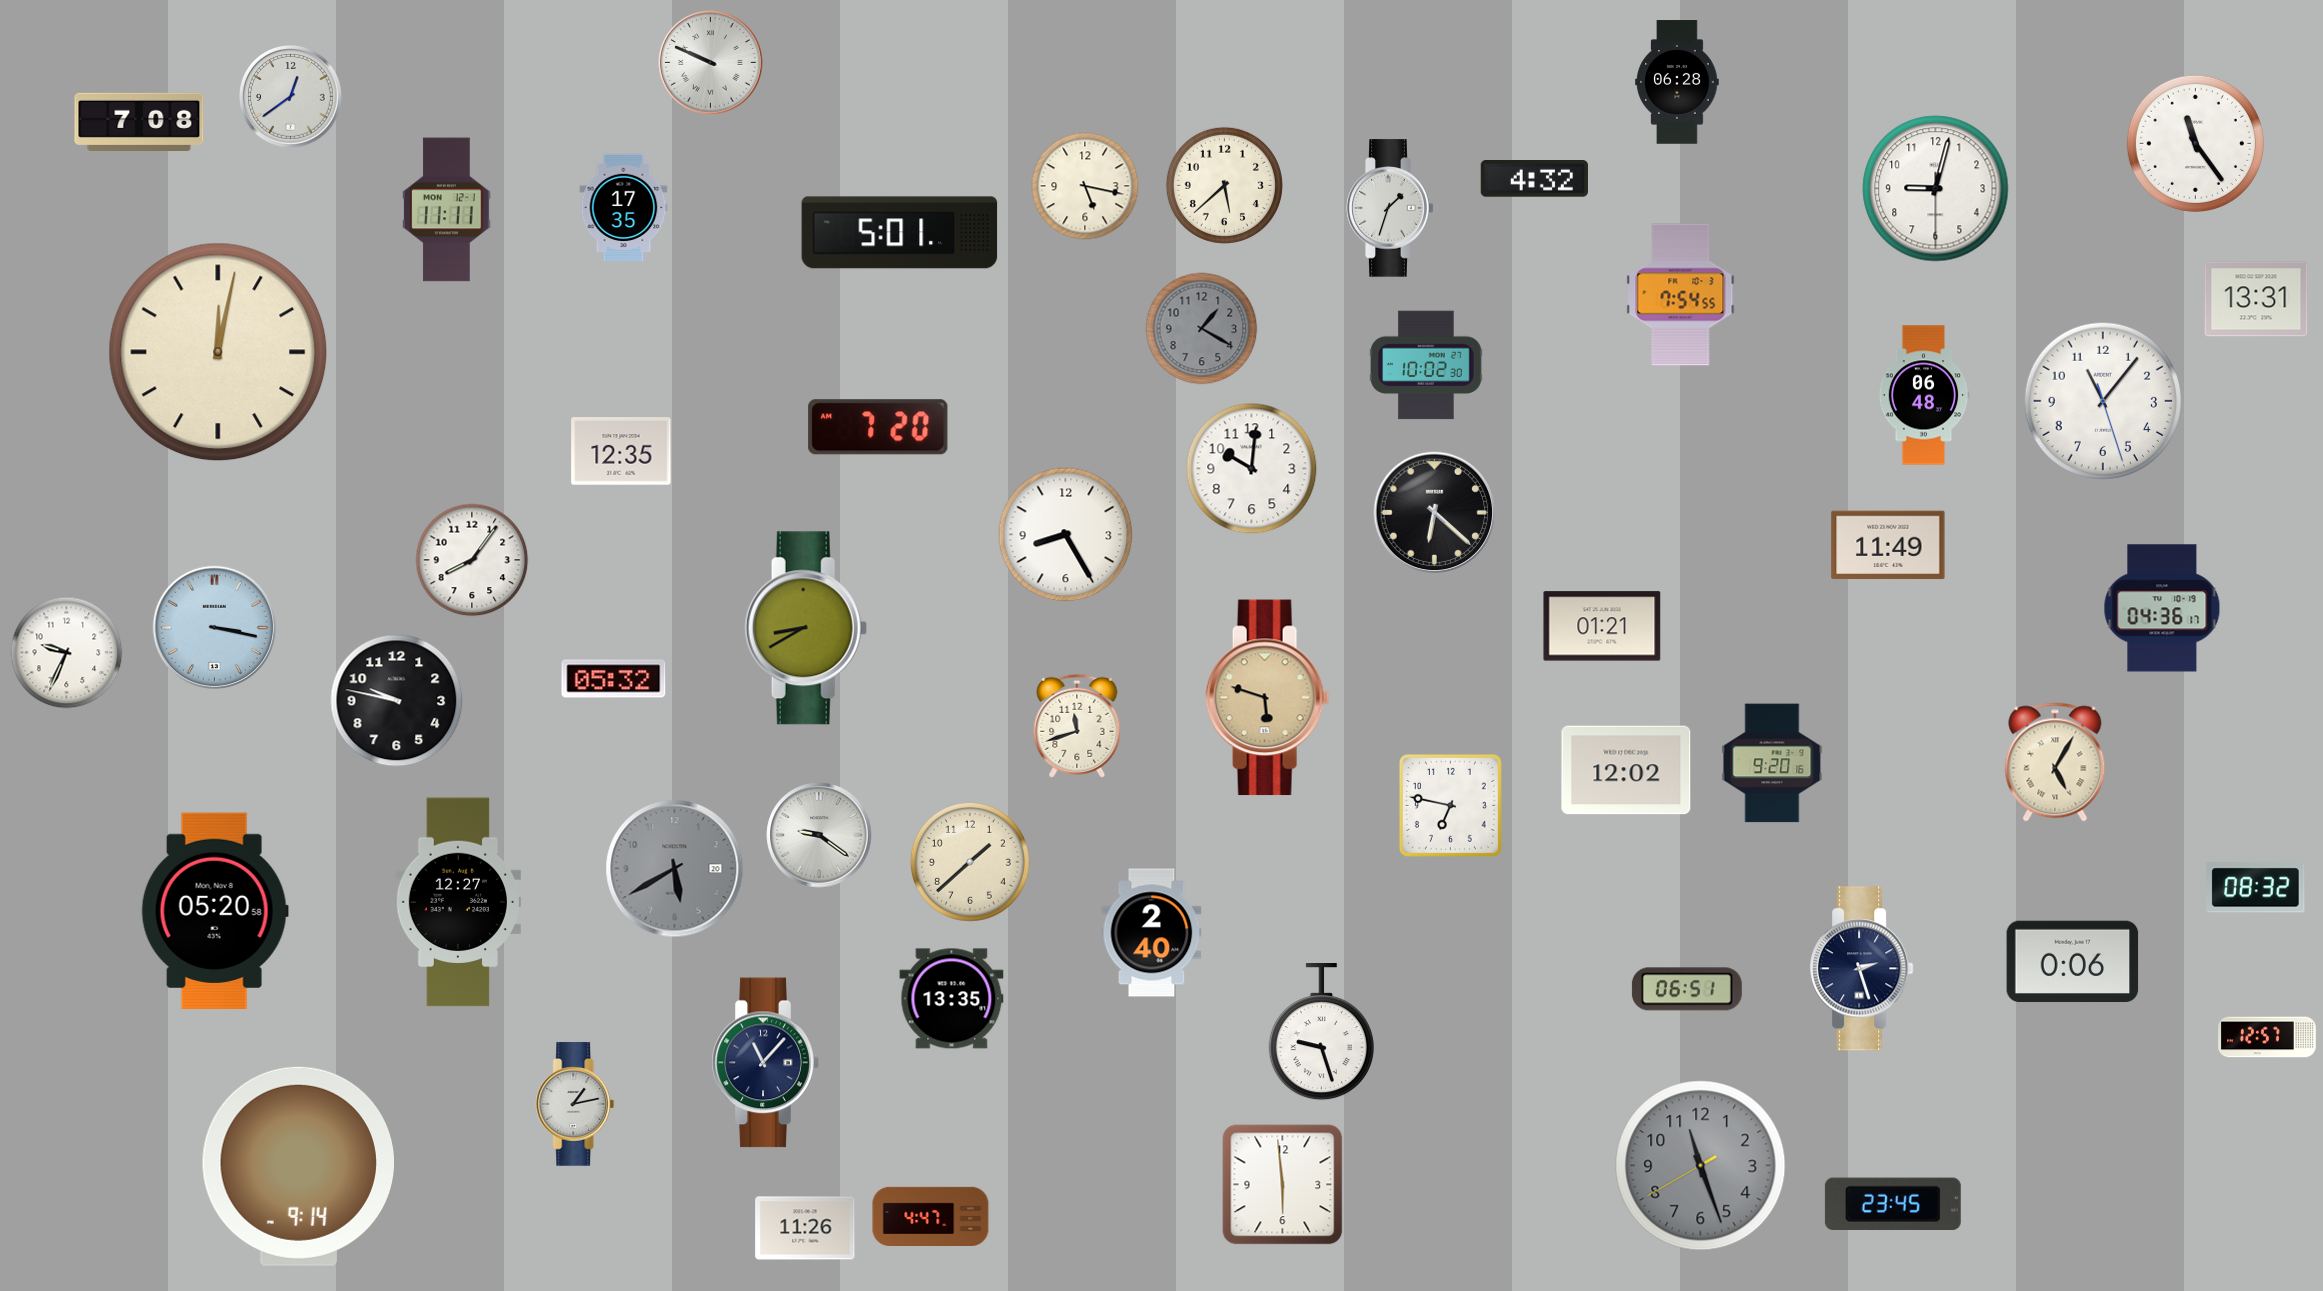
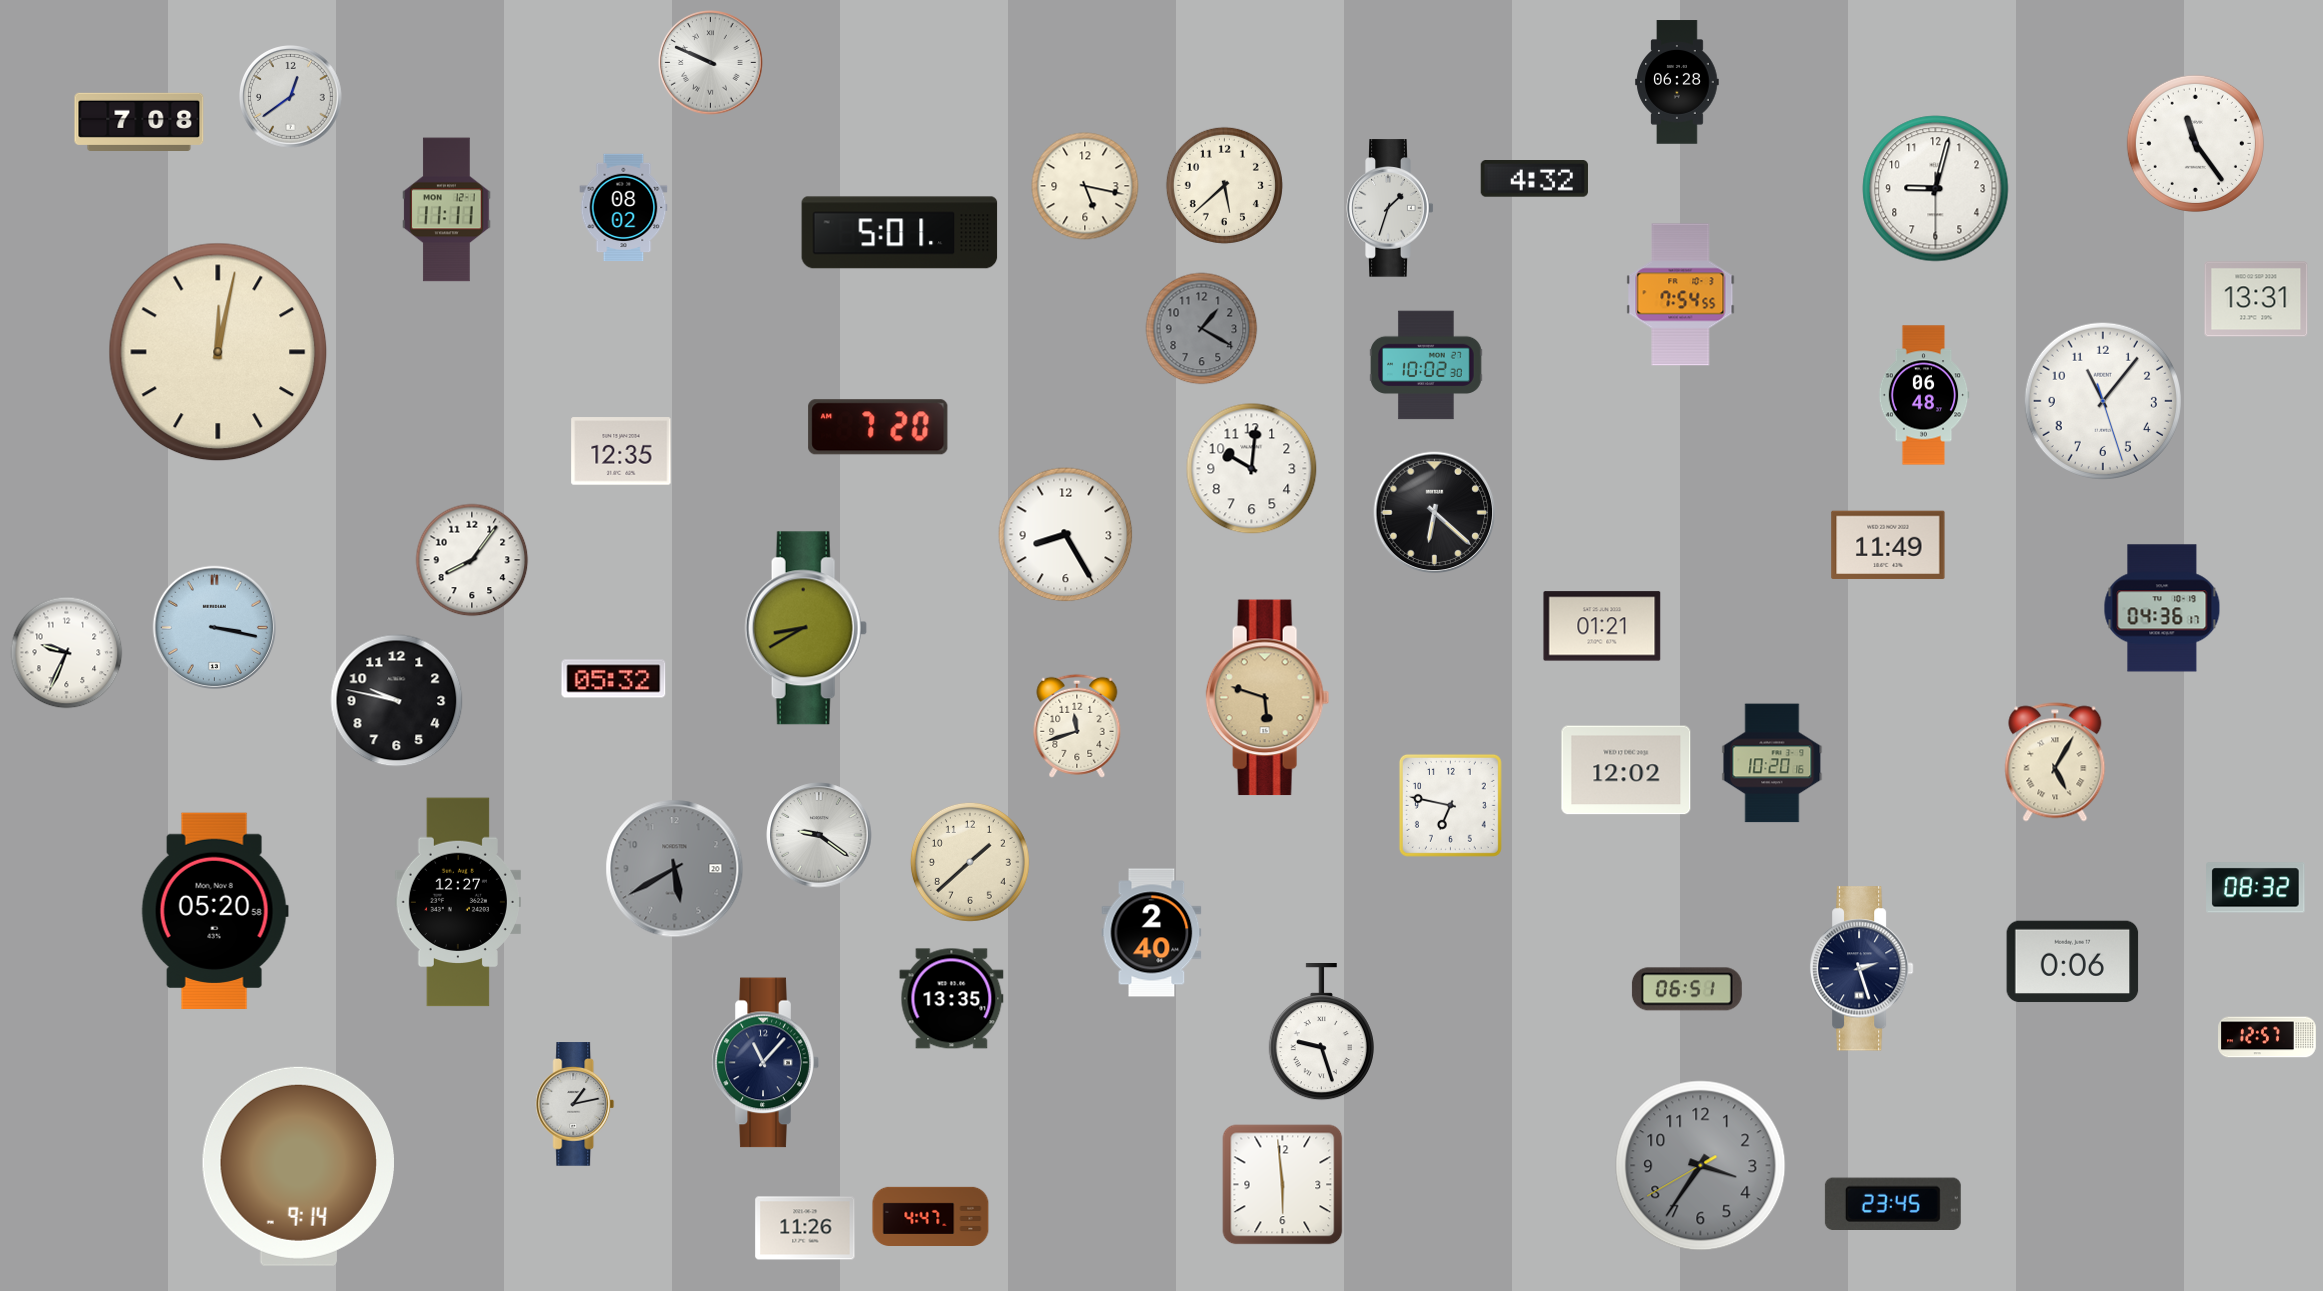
clock at (624, 208): 17:35 -> 08:02
clock at (1772, 763): 9:20 -> 10:20
clock at (1701, 1166): 11:26 -> 3:35
